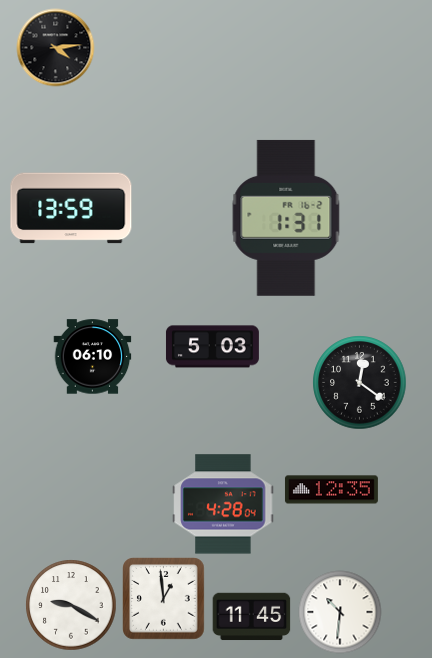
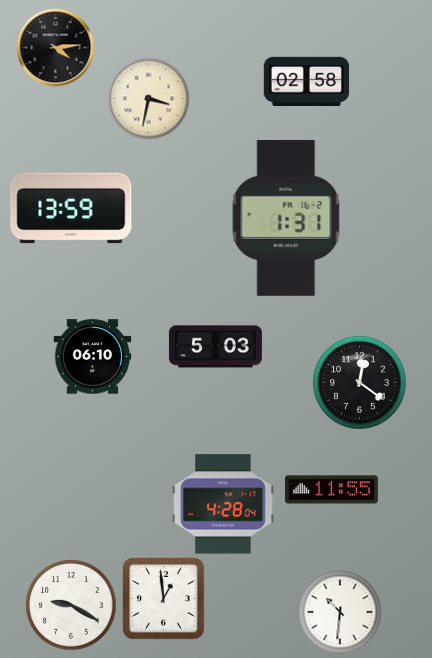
clock at (306, 81): none -> 02:58
clock at (148, 98): none -> 3:32
clock at (212, 347) position: (212, 347) -> (215, 347)
clock at (331, 490): 12:35 -> 11:55
clock at (251, 617): 11:45 -> none
